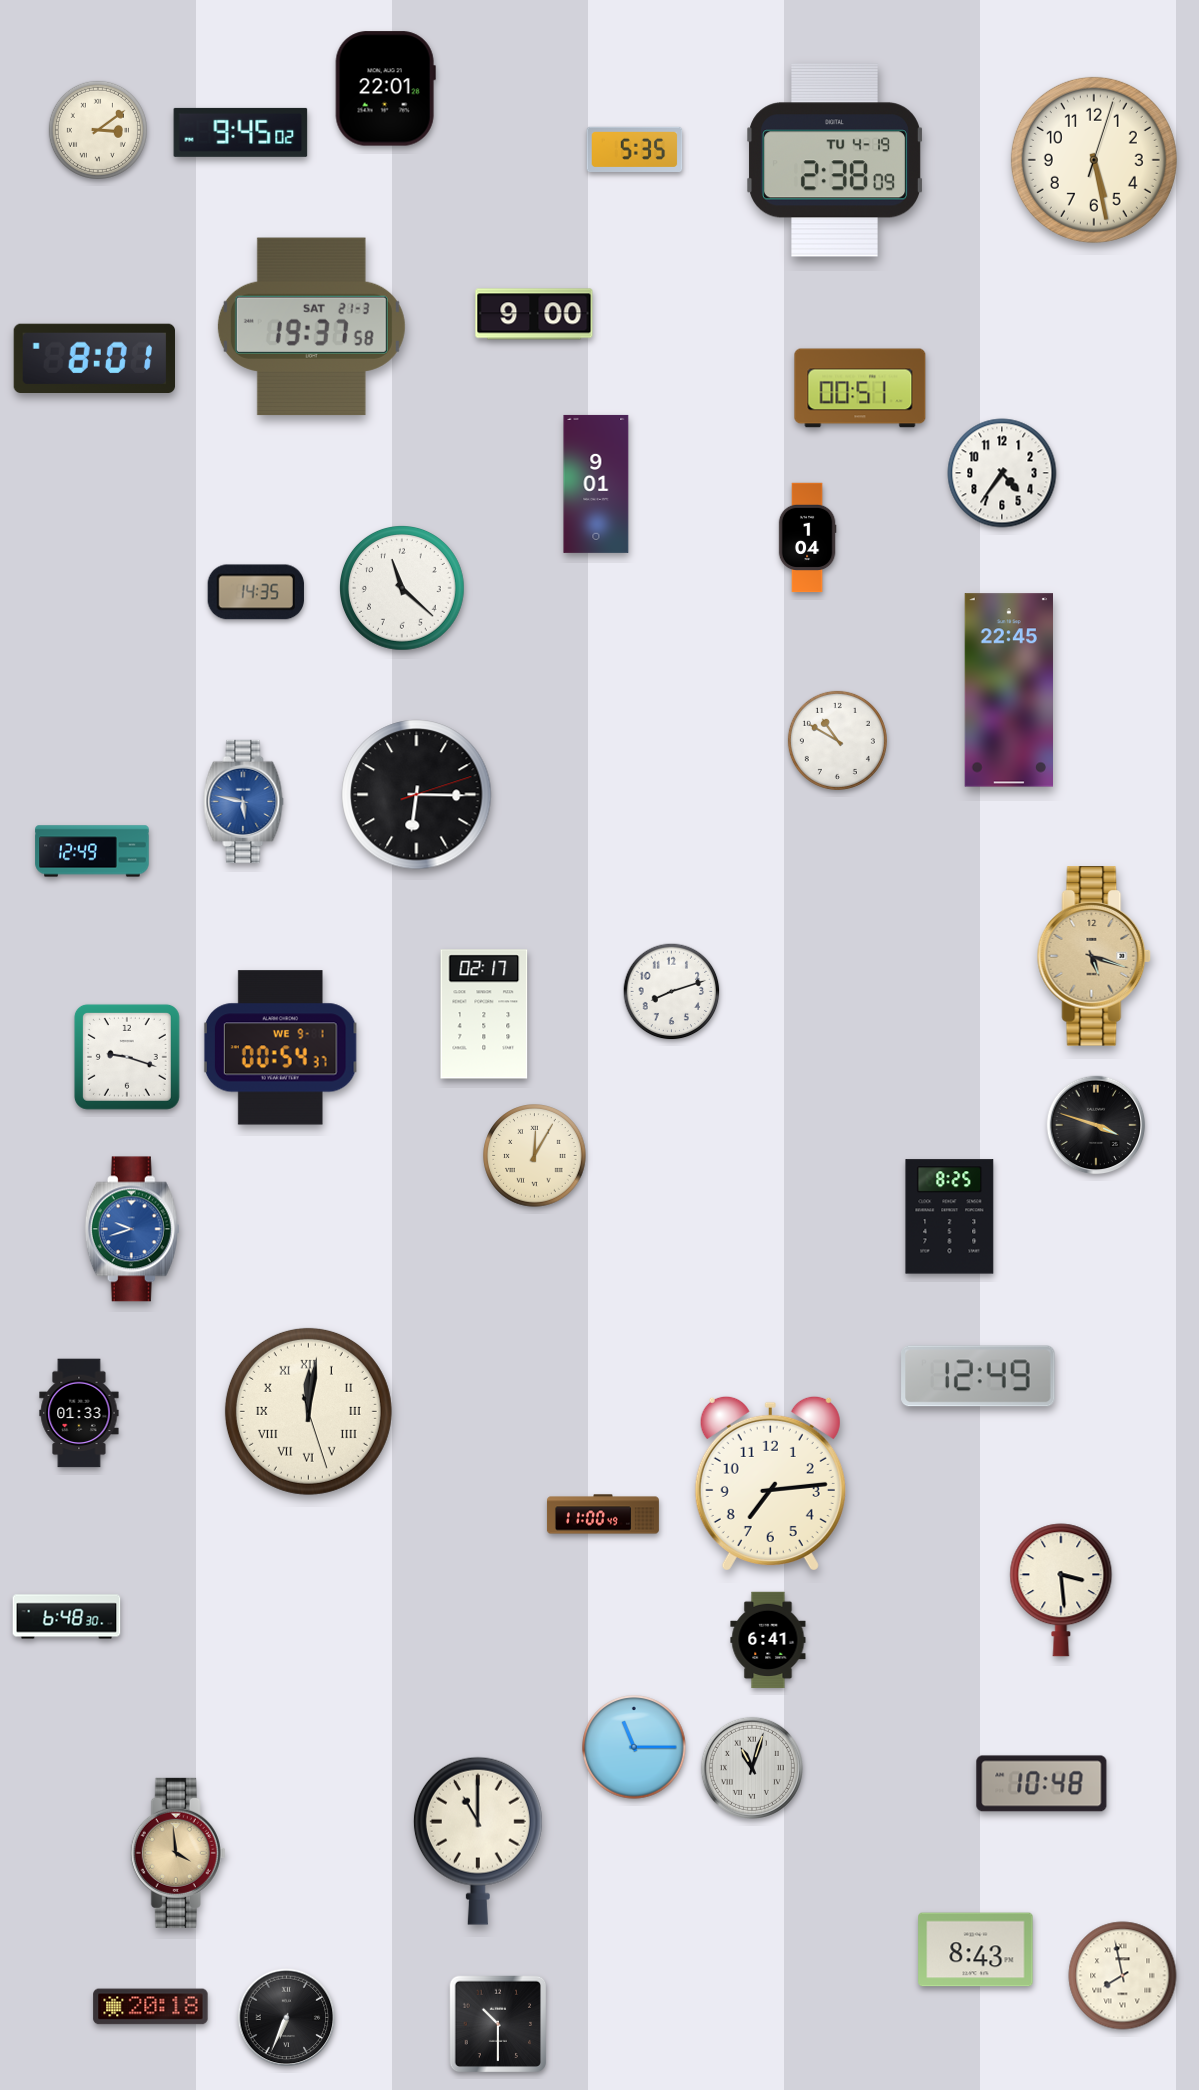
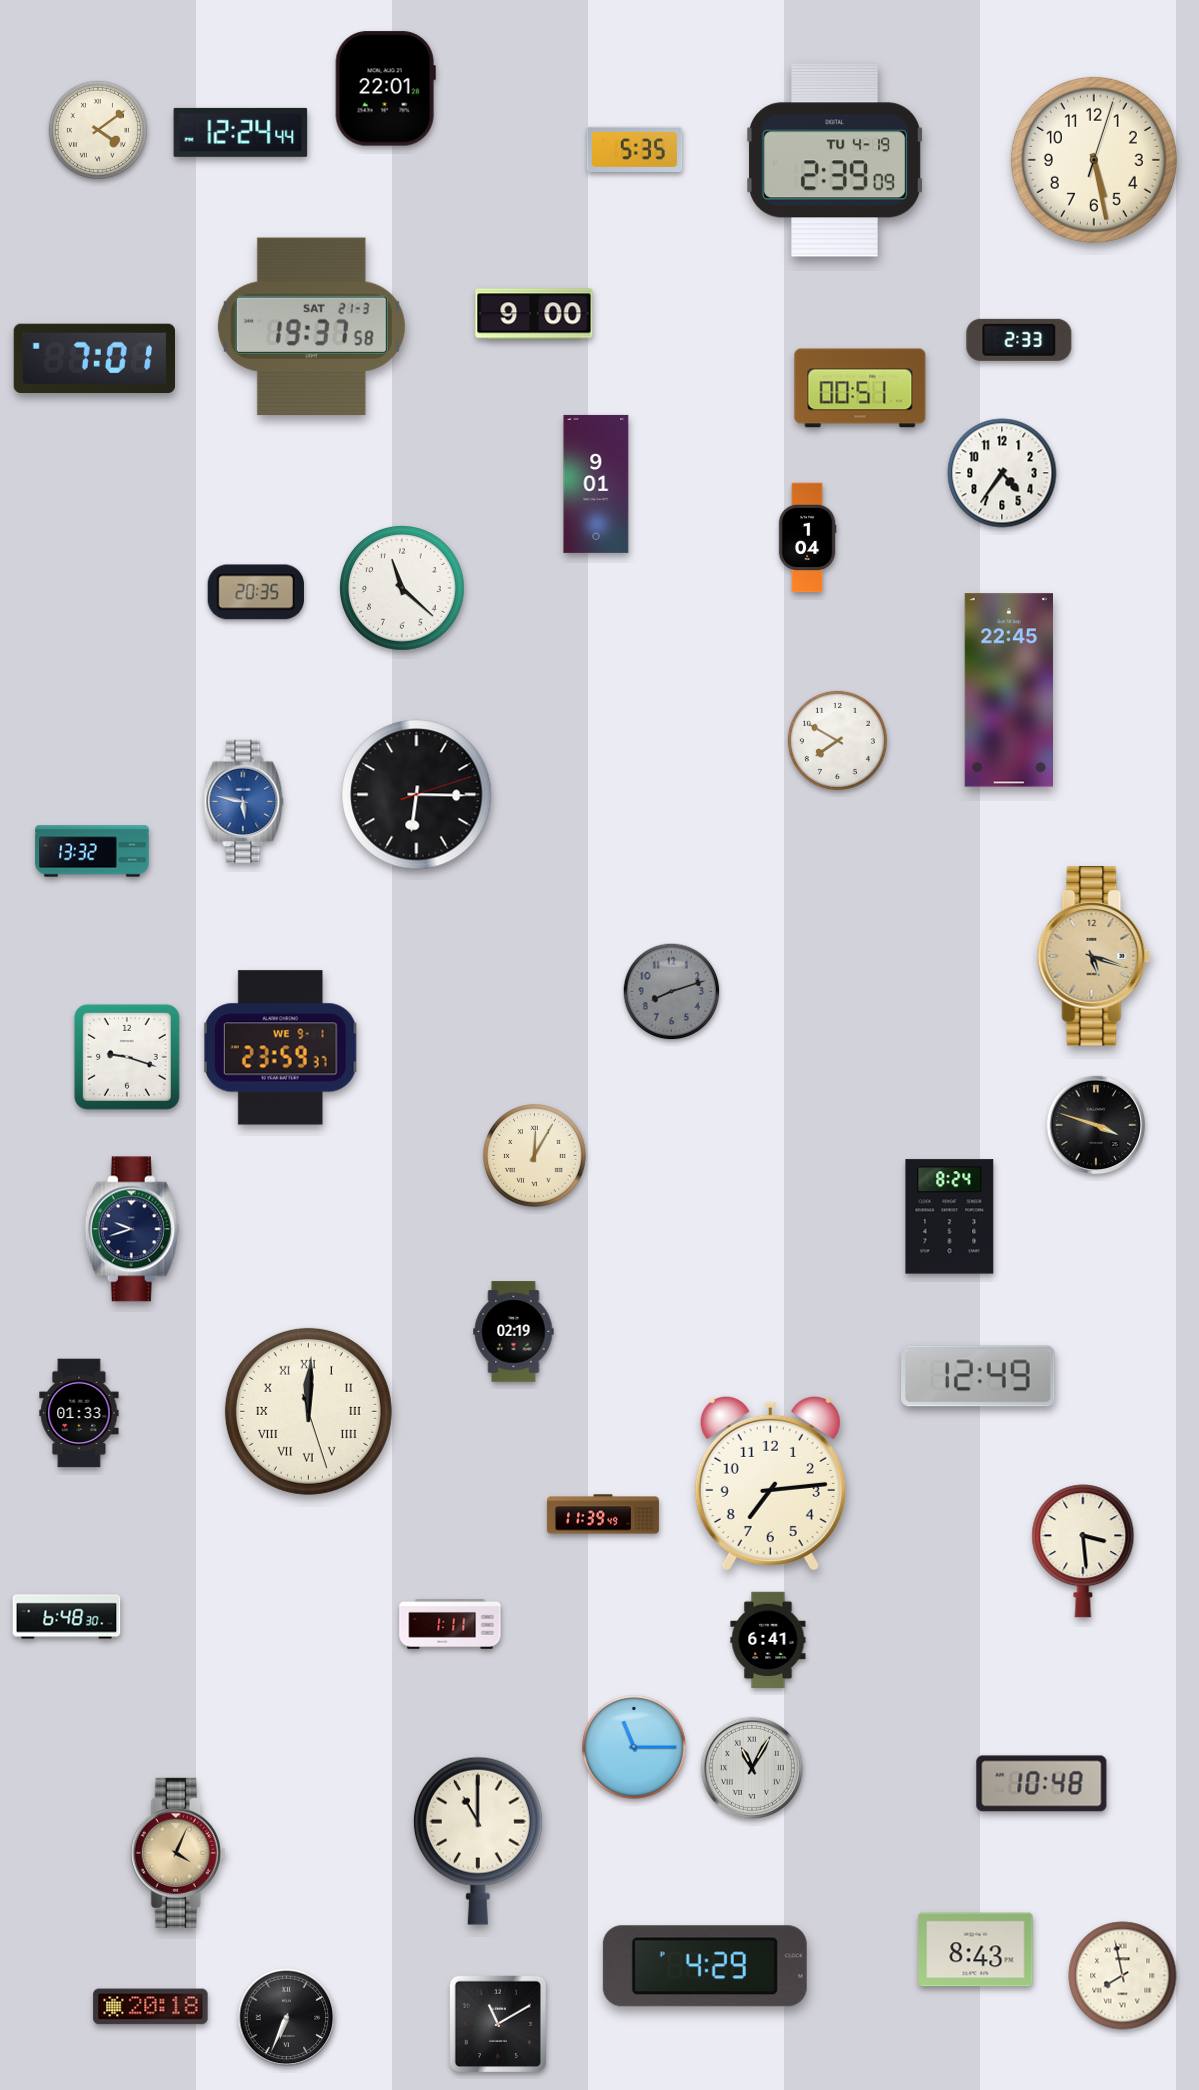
clock at (98, 130): 3:09 -> 4:09
clock at (241, 132): 9:45 -> 12:24
clock at (835, 160): 2:38 -> 2:39
clock at (1019, 340): none -> 2:33
clock at (94, 358): 8:01 -> 7:01
clock at (256, 592): 14:35 -> 20:35
clock at (837, 740): 10:50 -> 7:50
clock at (92, 851): 12:49 -> 13:32
clock at (672, 992) dial: white -> grey
clock at (484, 1014): 02:17 -> none
clock at (280, 1048): 00:54 -> 23:59
clock at (950, 1217): 8:25 -> 8:24
clock at (132, 1229) dial: blue -> navy
clock at (514, 1332): none -> 02:19
clock at (308, 1411): 12:01 -> 12:00
clock at (603, 1514): 11:00 -> 11:39
clock at (1061, 1590) position: (1061, 1590) -> (1083, 1551)
clock at (450, 1625): none -> 1:11
clock at (752, 1768): 11:03 -> 11:05
clock at (178, 1853): 3:59 -> 4:04
clock at (705, 1966): none -> 4:29
clock at (498, 2024): 10:30 -> 11:10
